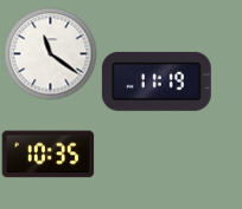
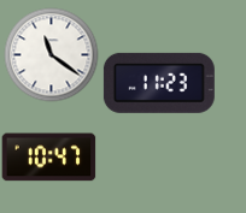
clock at (157, 81): 11:19 -> 11:23
clock at (47, 155): 10:35 -> 10:47
